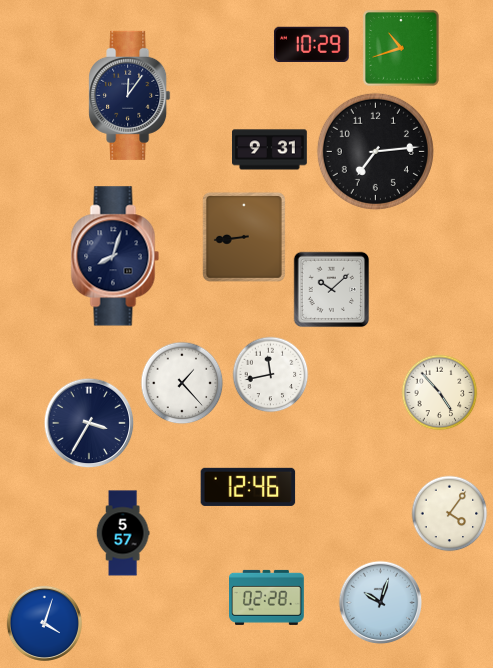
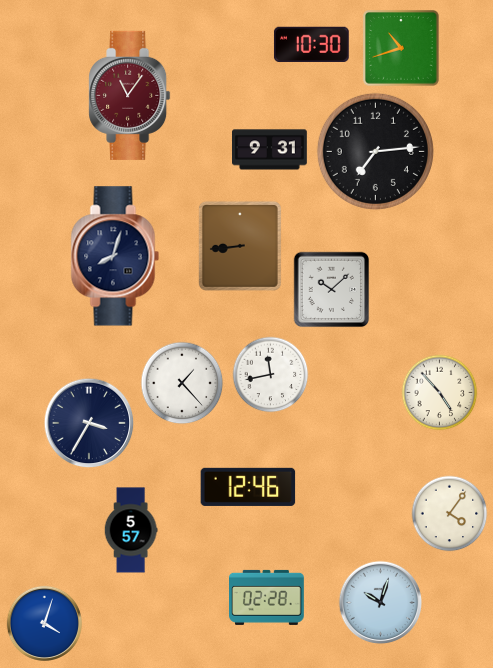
clock at (311, 44): 10:29 -> 10:30
clock at (130, 95): 12:06 -> 11:06
clock at (130, 95) dial: navy -> burgundy
clock at (244, 237) position: (244, 237) -> (240, 246)
clock at (123, 533) position: (123, 533) -> (131, 530)
